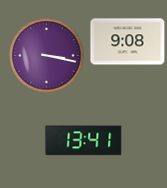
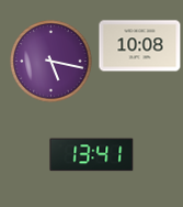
clock at (128, 42): 9:08 -> 10:08
clock at (47, 56): 3:17 -> 5:17
